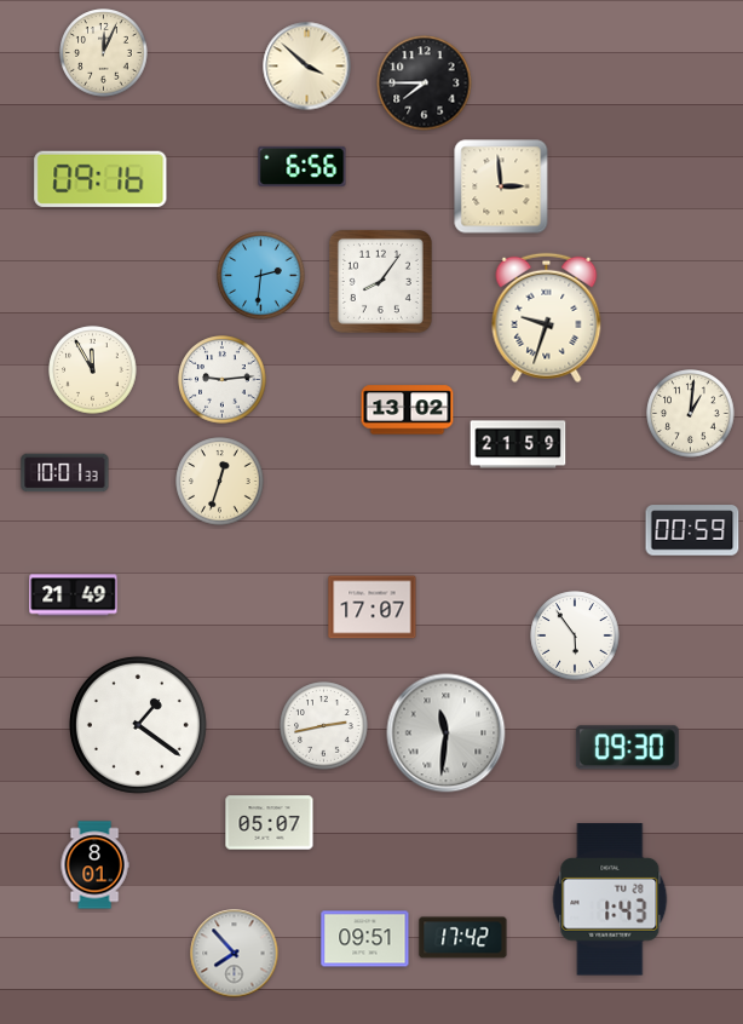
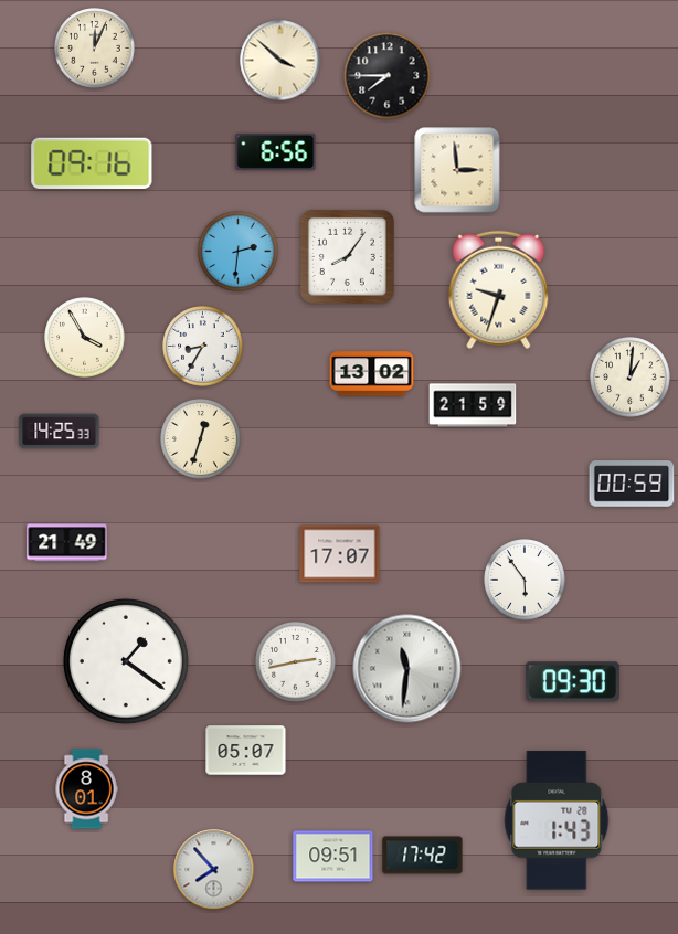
clock at (93, 370): 11:55 -> 3:55
clock at (223, 380): 9:14 -> 8:35
clock at (65, 473): 10:01 -> 14:25
